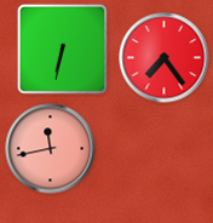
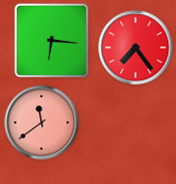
clock at (62, 48): 6:32 -> 6:16
clock at (51, 149): 11:43 -> 11:39
